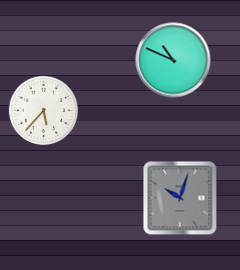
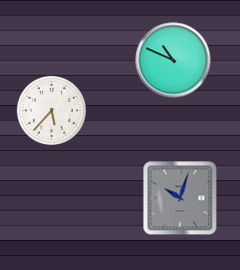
clock at (43, 110) position: (43, 110) -> (51, 110)
